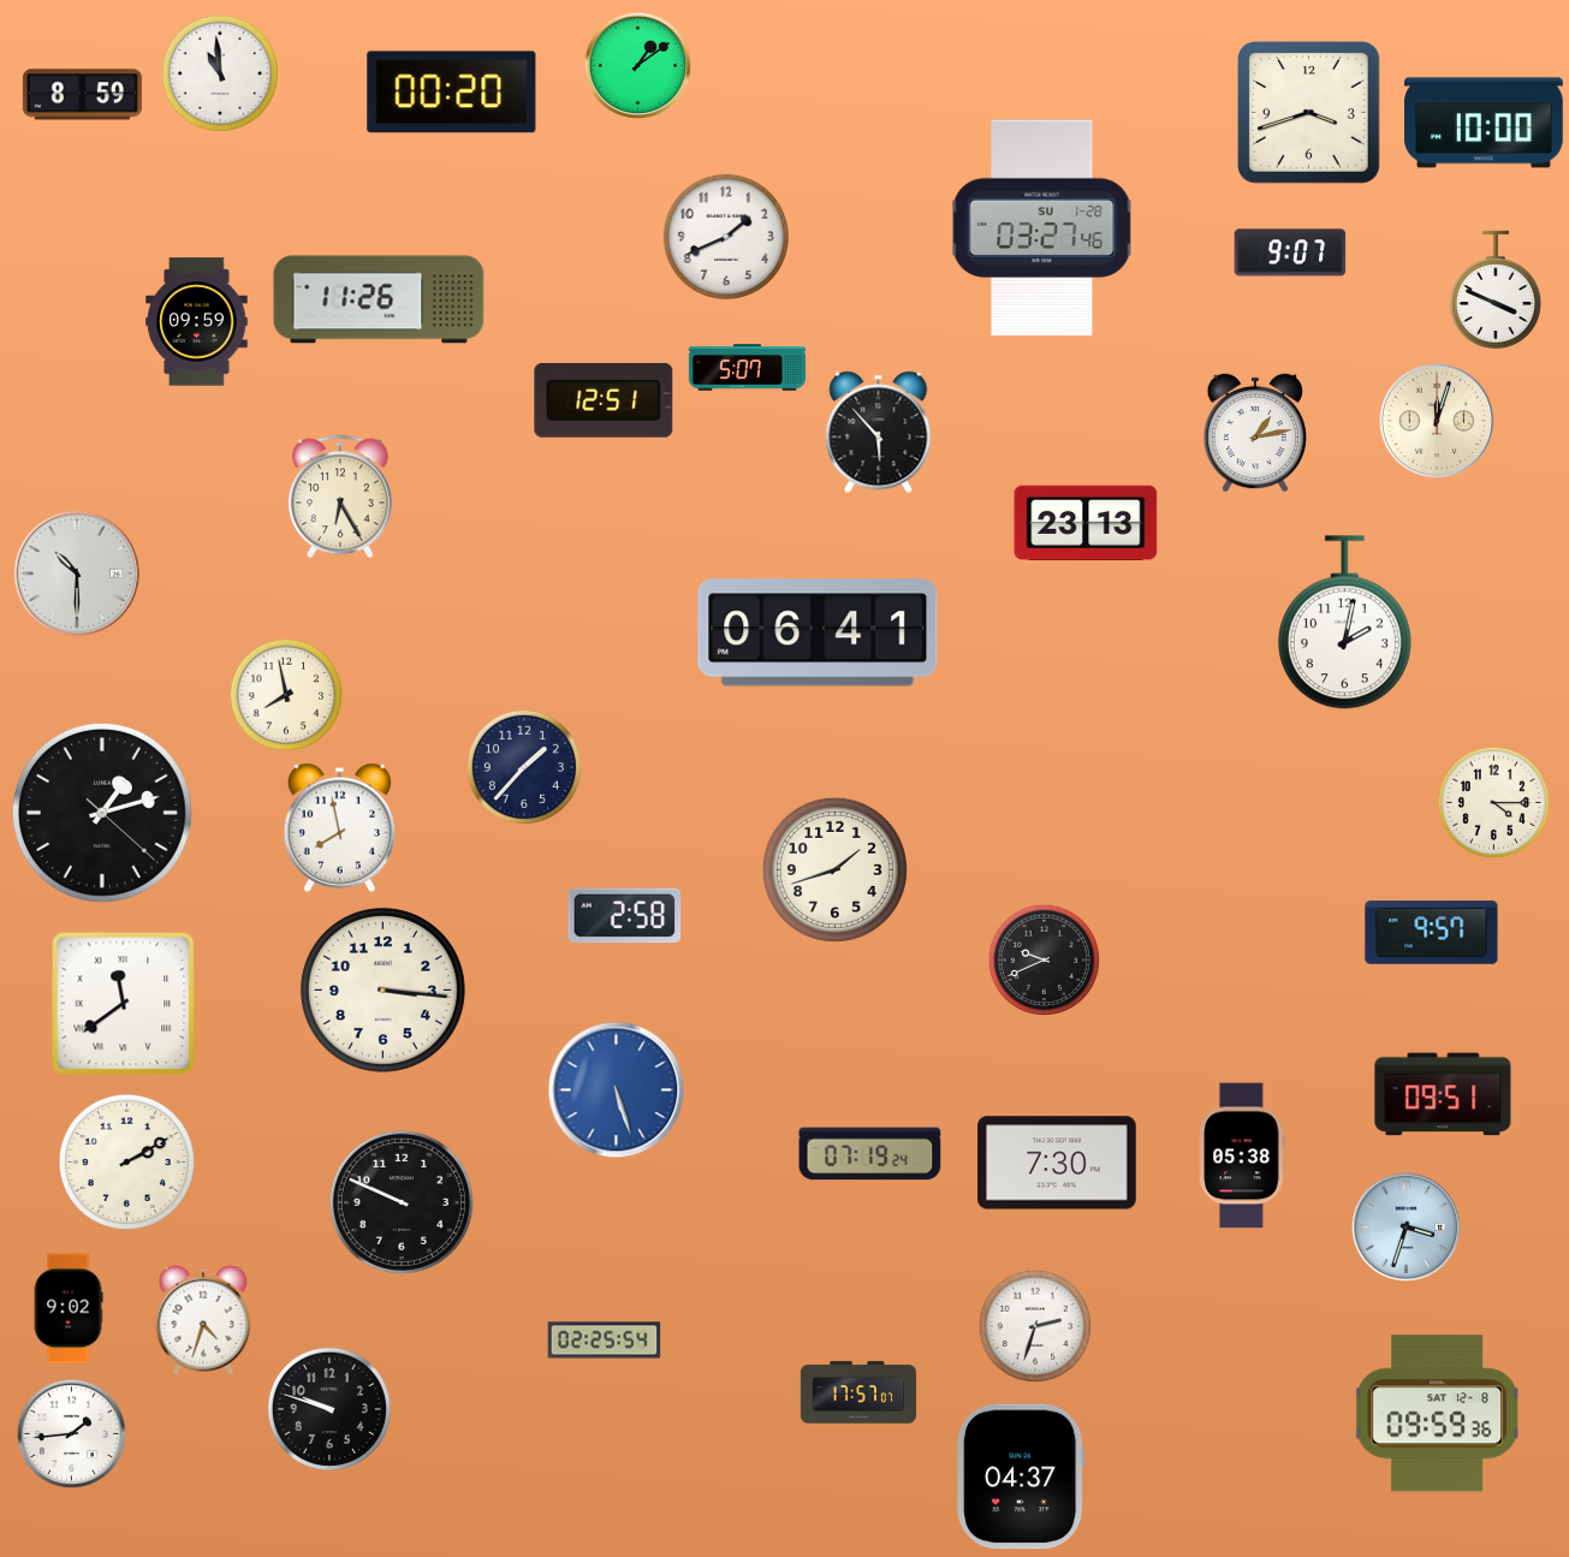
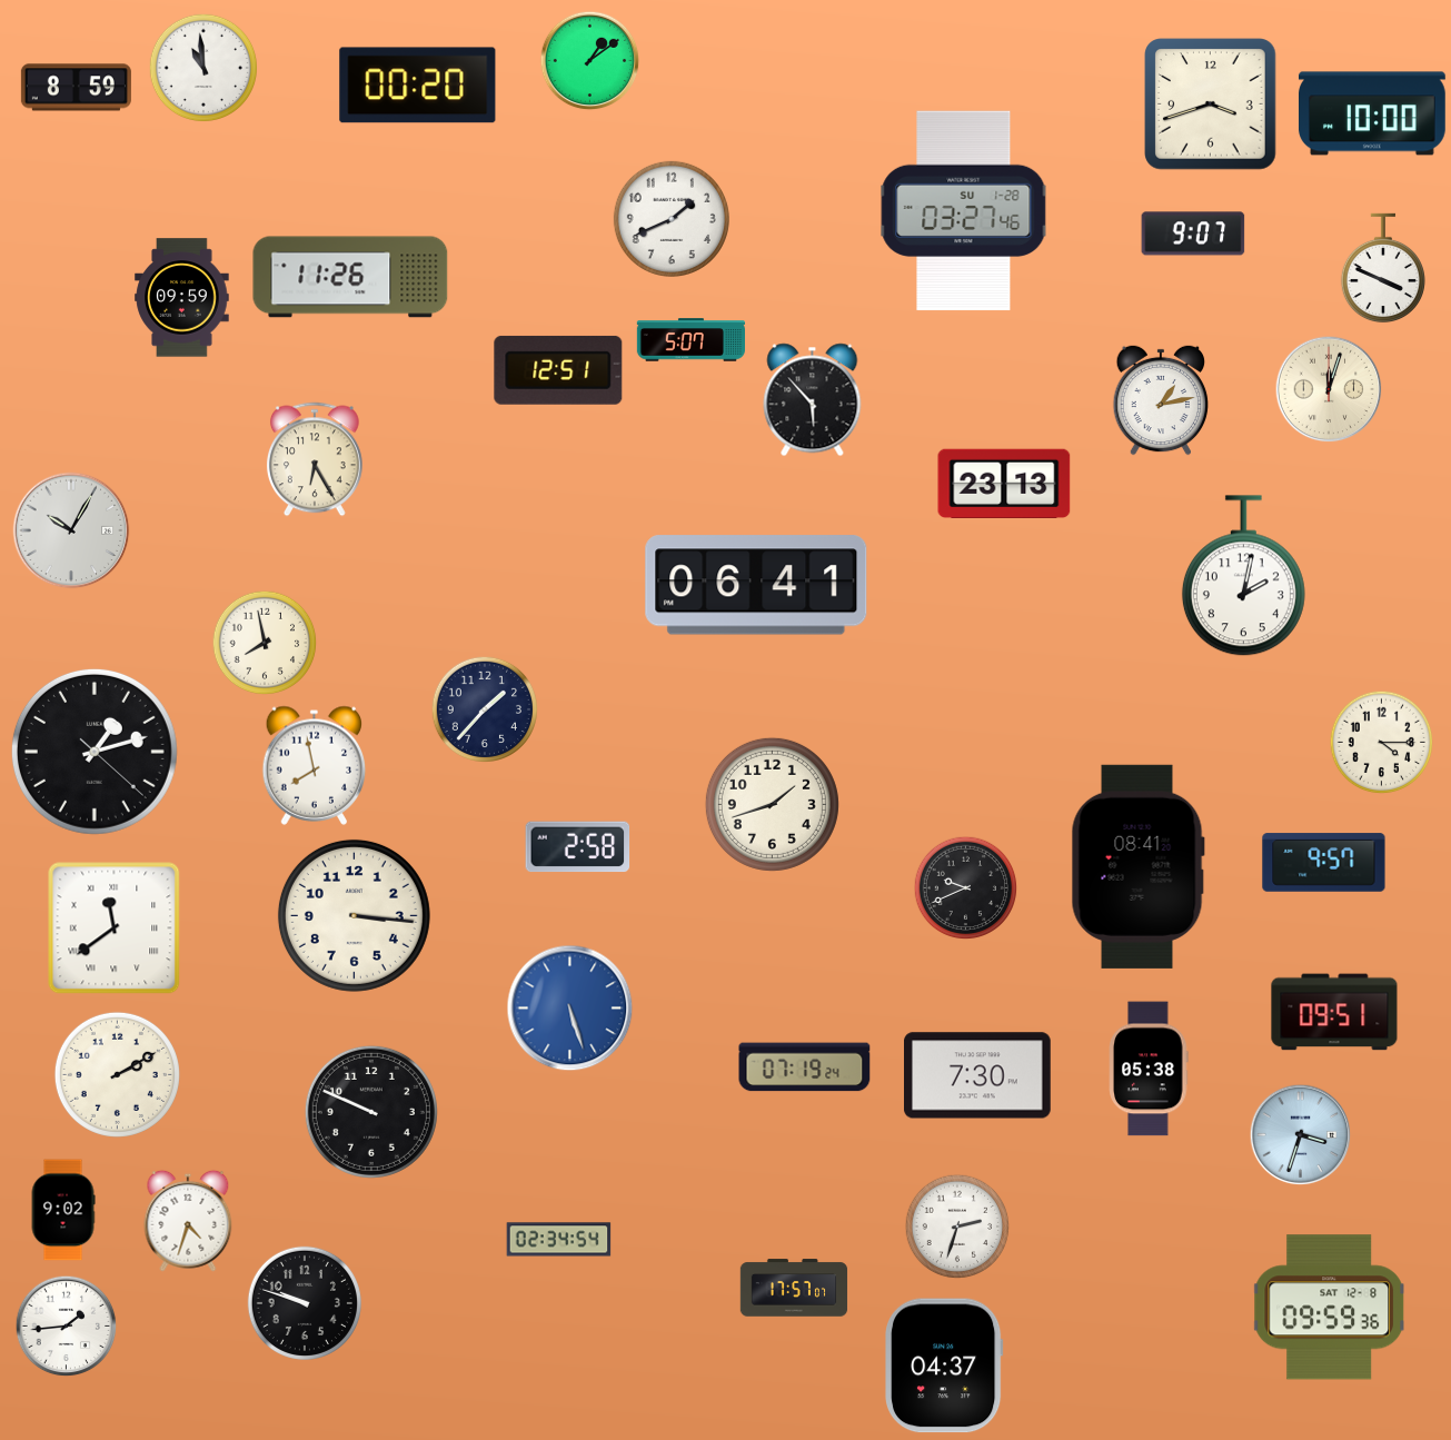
clock at (77, 574): 10:30 -> 10:05
clock at (1137, 866): none -> 08:41
clock at (605, 1341): 02:25 -> 02:34
